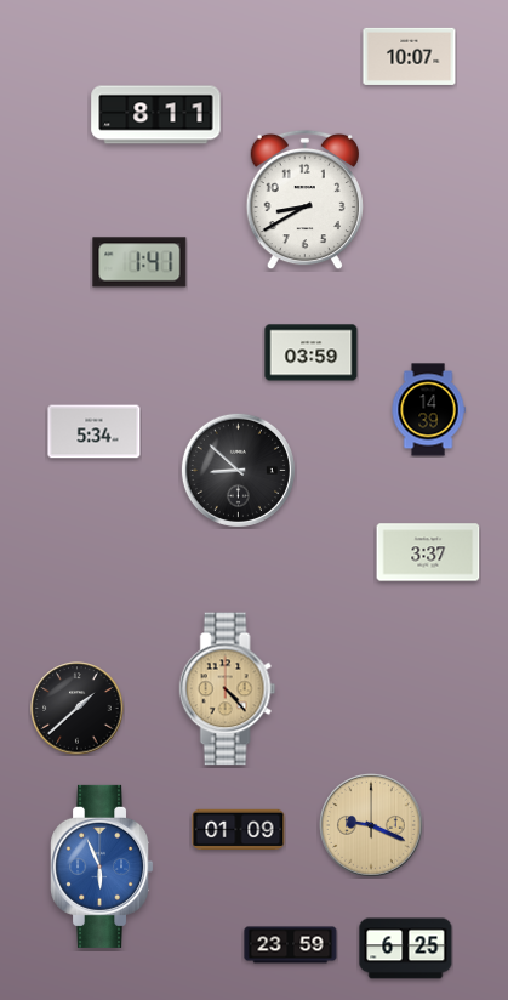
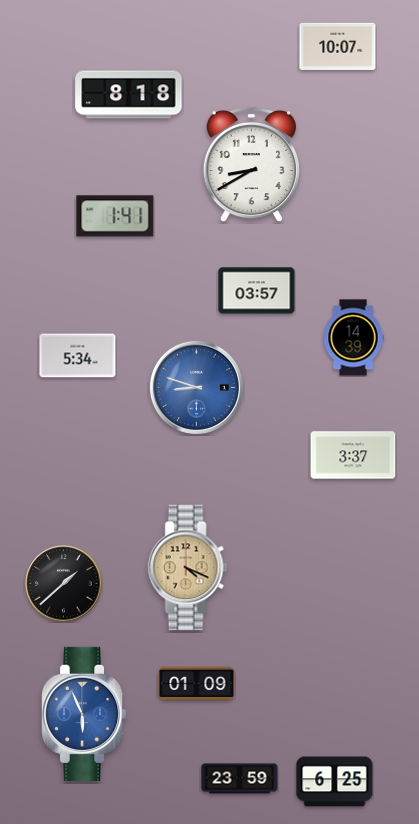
clock at (156, 115): 8:11 -> 8:18
clock at (312, 353): 03:59 -> 03:57
clock at (238, 470): 8:52 -> 8:48
clock at (238, 470) dial: black -> blue
clock at (228, 689): 4:23 -> 4:19
clock at (372, 826): 9:19 -> none
